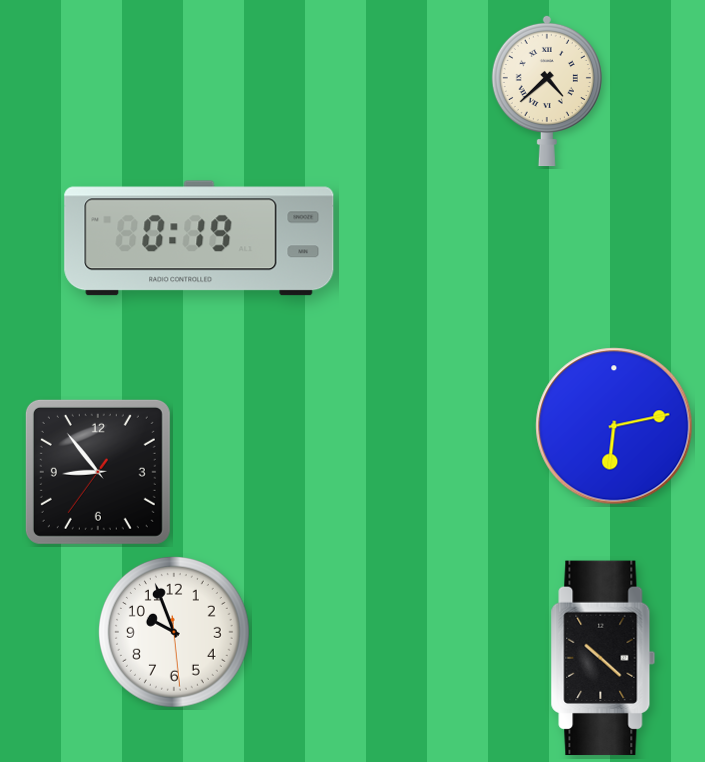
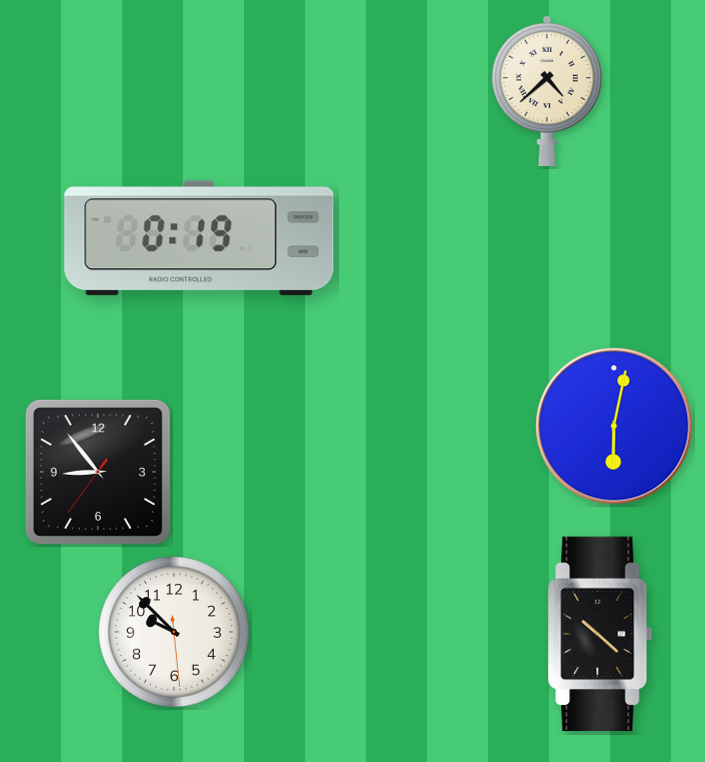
clock at (614, 426): 6:13 -> 6:02
clock at (174, 632): 9:56 -> 9:52
clock at (603, 658) position: (603, 658) -> (600, 634)
